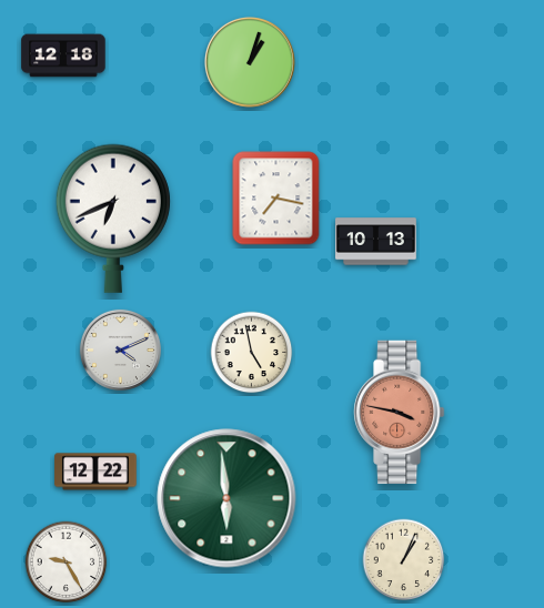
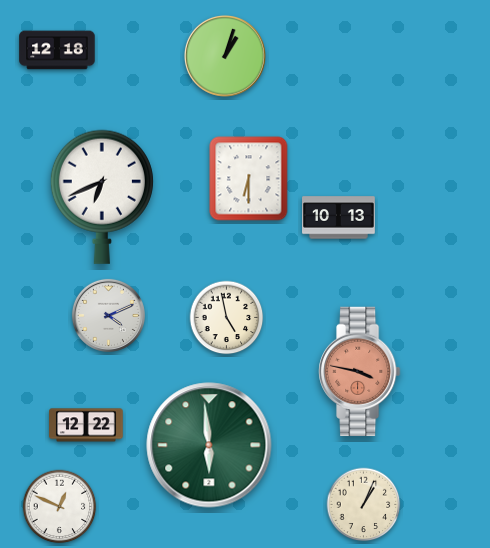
clock at (276, 199): 7:17 -> 6:30
clock at (226, 498) position: (226, 498) -> (209, 445)
clock at (67, 563): 9:25 -> 12:49
